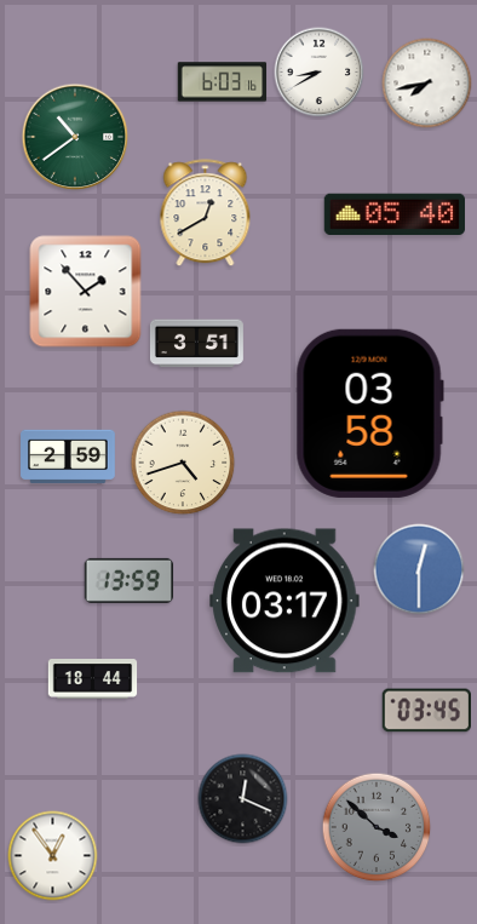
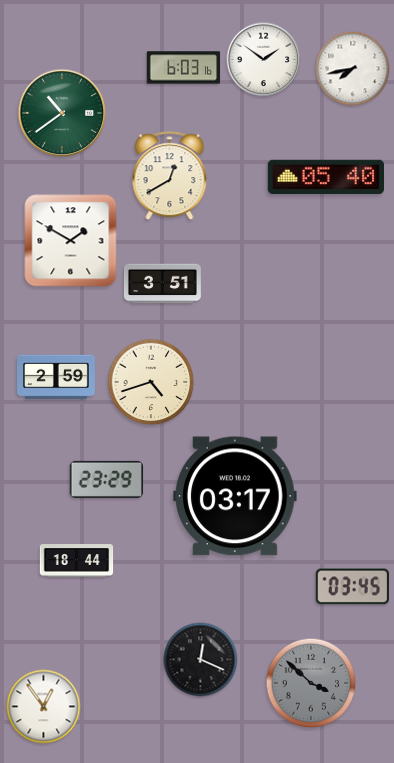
clock at (320, 73): 8:40 -> 1:51
clock at (86, 292): 1:53 -> 1:50
clock at (369, 413): 03:58 -> none
clock at (419, 569): 12:30 -> none
clock at (130, 580): 13:59 -> 23:29
